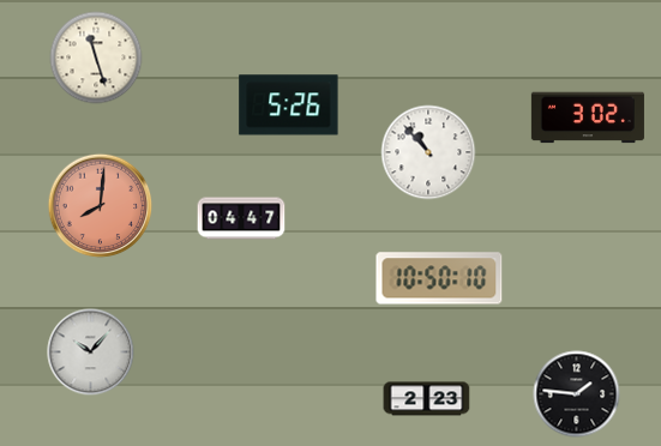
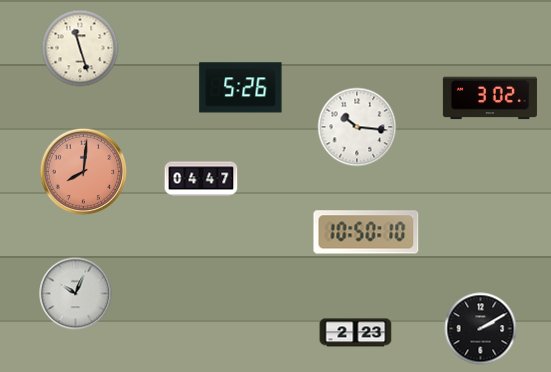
clock at (428, 152): 10:53 -> 10:16
clock at (241, 218) position: (241, 218) -> (201, 179)
clock at (91, 352): 10:07 -> 10:04
clock at (577, 394): 1:46 -> 2:10
